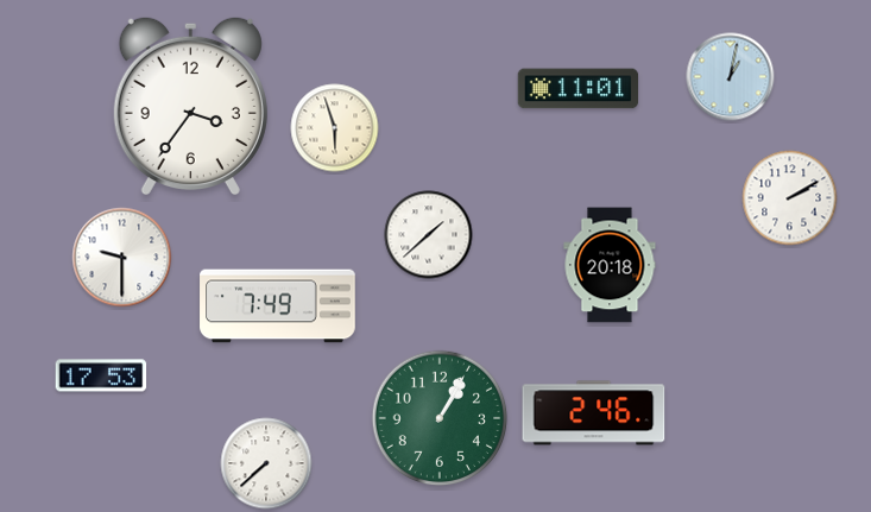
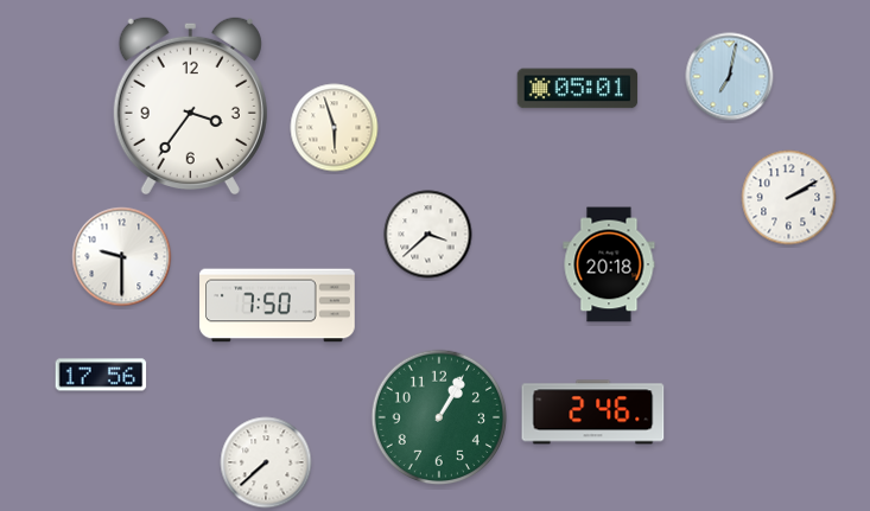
clock at (731, 77): 1:02 -> 7:02
clock at (579, 89): 11:01 -> 05:01
clock at (429, 235): 1:38 -> 3:38
clock at (278, 306): 7:49 -> 7:50
clock at (101, 375): 17:53 -> 17:56
